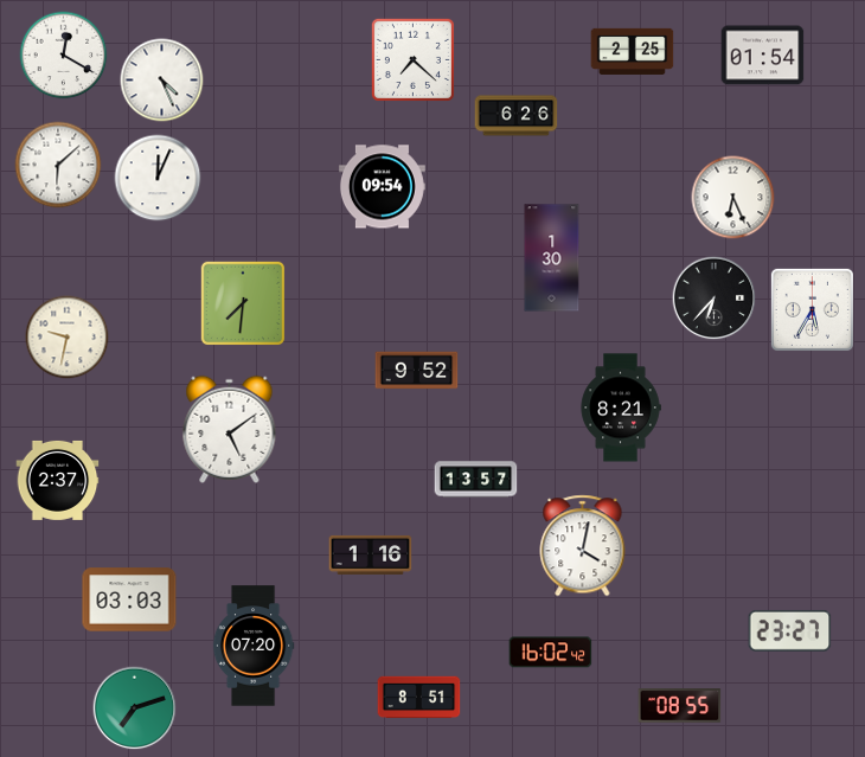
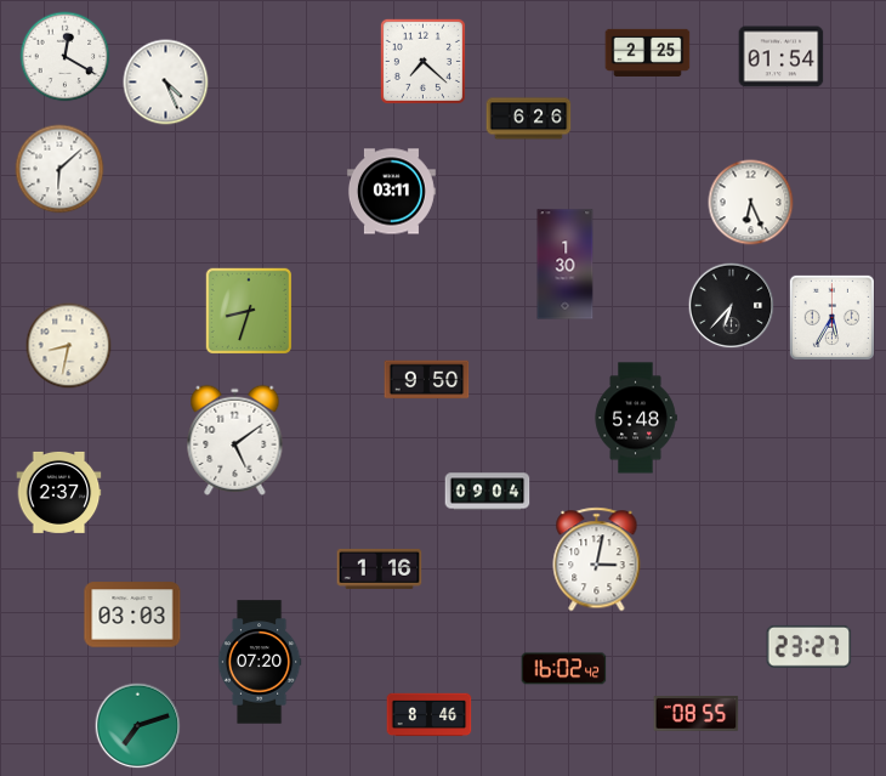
clock at (158, 178): 12:04 -> none
clock at (382, 187): 09:54 -> 03:11
clock at (242, 302): 7:31 -> 8:33
clock at (68, 338): 9:32 -> 8:32
clock at (417, 371): 9:52 -> 9:50
clock at (621, 408): 8:21 -> 5:48
clock at (476, 480): 13:57 -> 09:04
clock at (583, 546): 4:02 -> 3:02
clock at (419, 698): 8:51 -> 8:46
clock at (680, 706) position: (680, 706) -> (697, 714)
